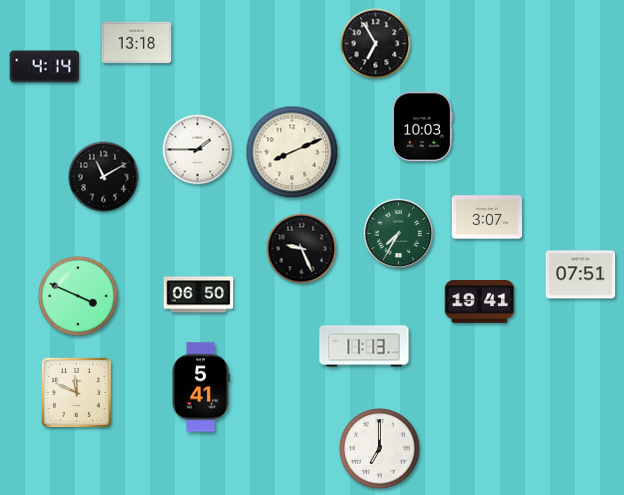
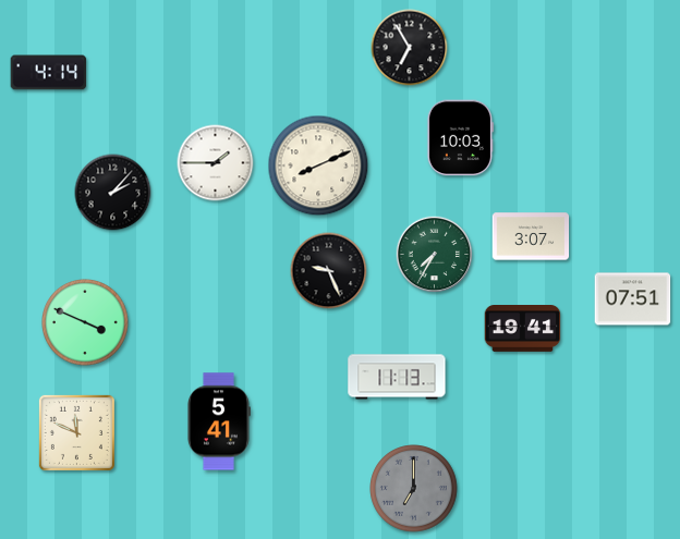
clock at (137, 43): 13:18 -> none
clock at (104, 177): 11:10 -> 2:07
clock at (199, 295): 06:50 -> none
clock at (76, 392) position: (76, 392) -> (76, 432)
clock at (380, 449) dial: white -> grey
